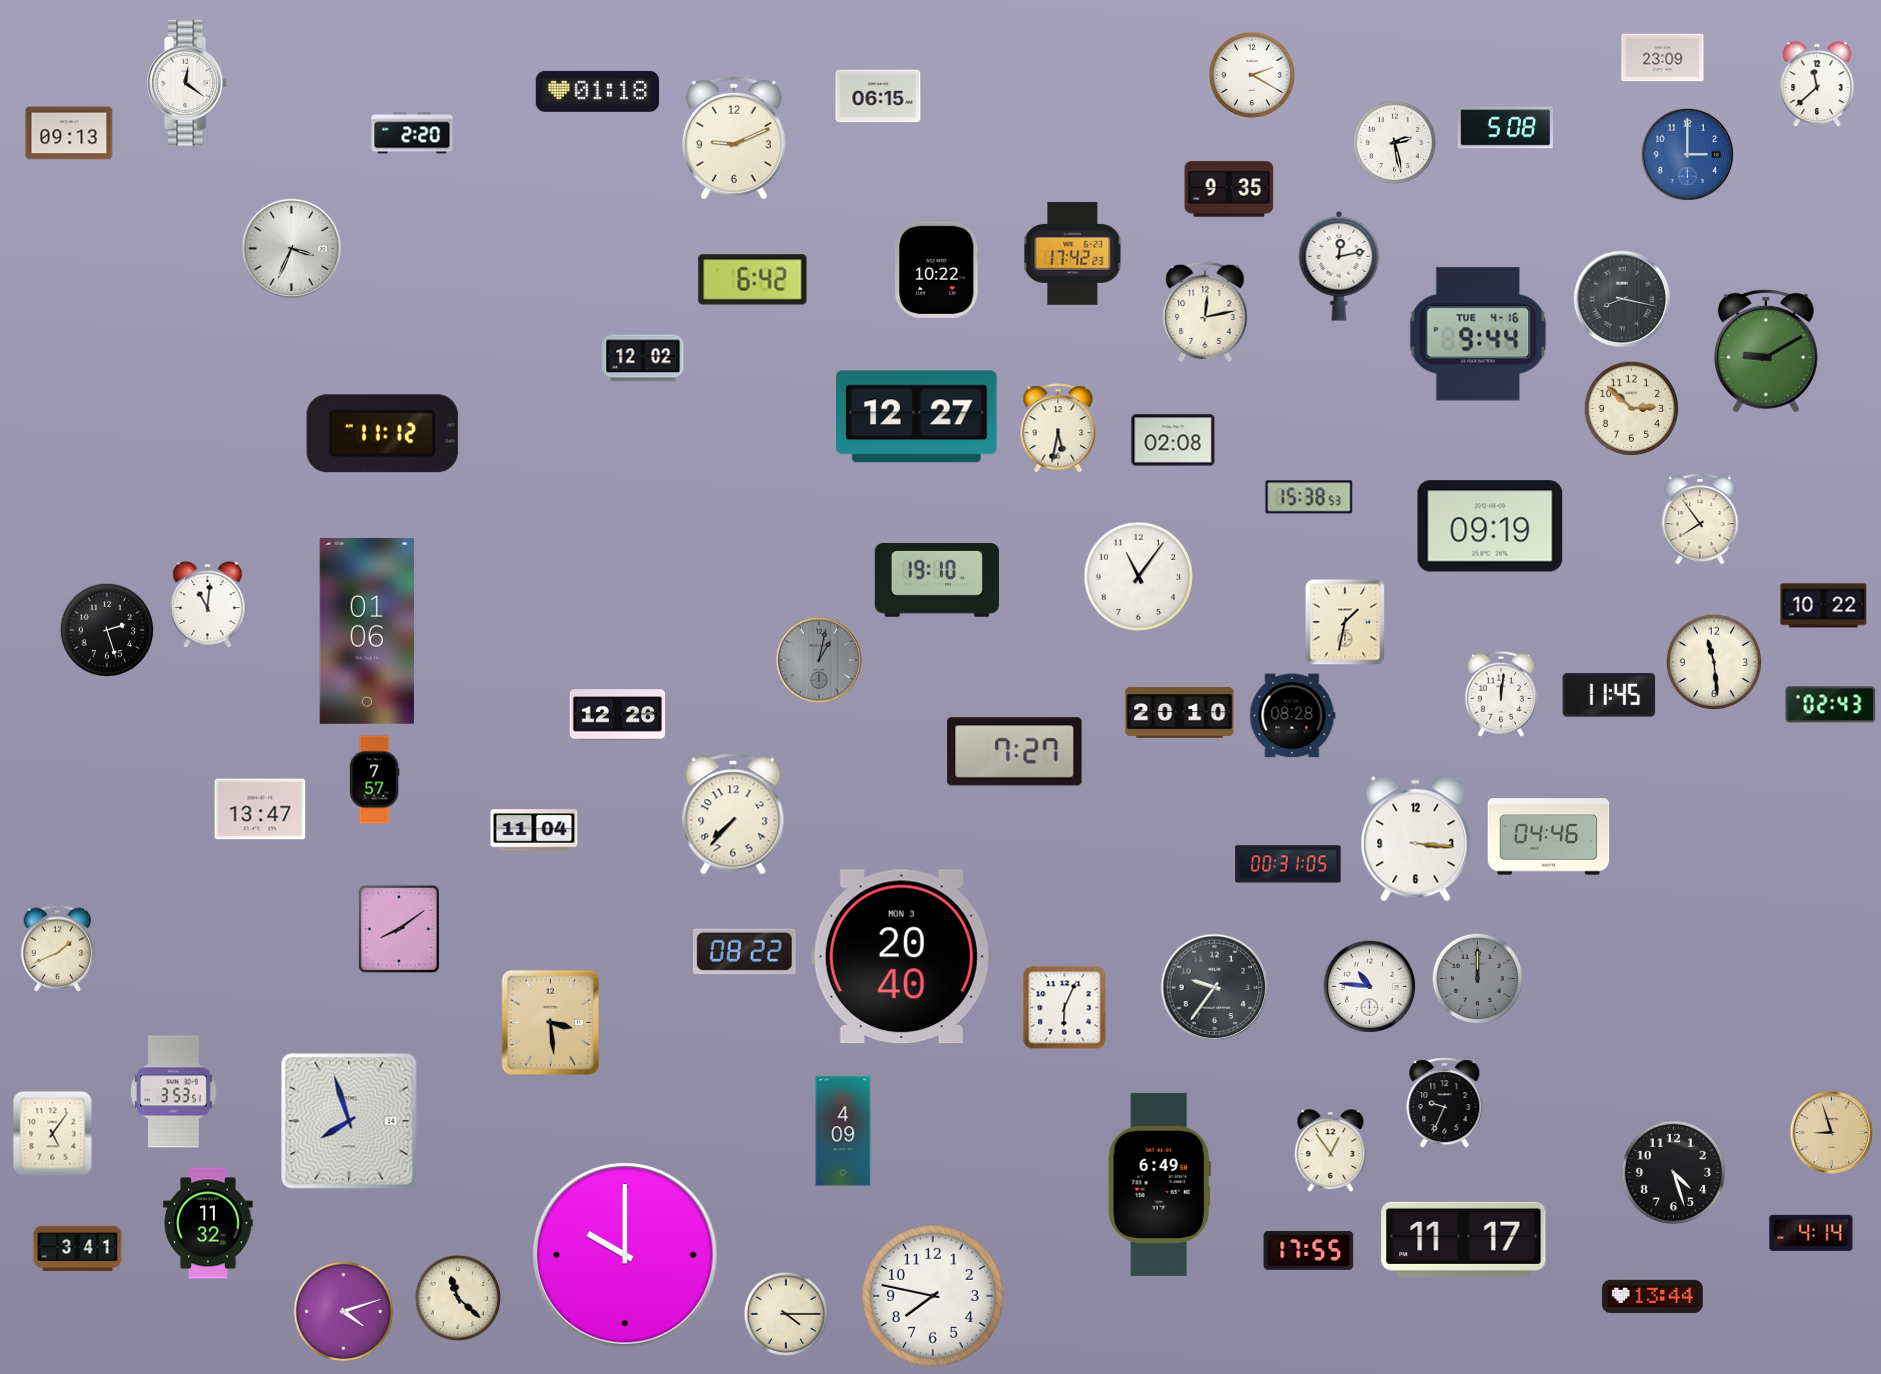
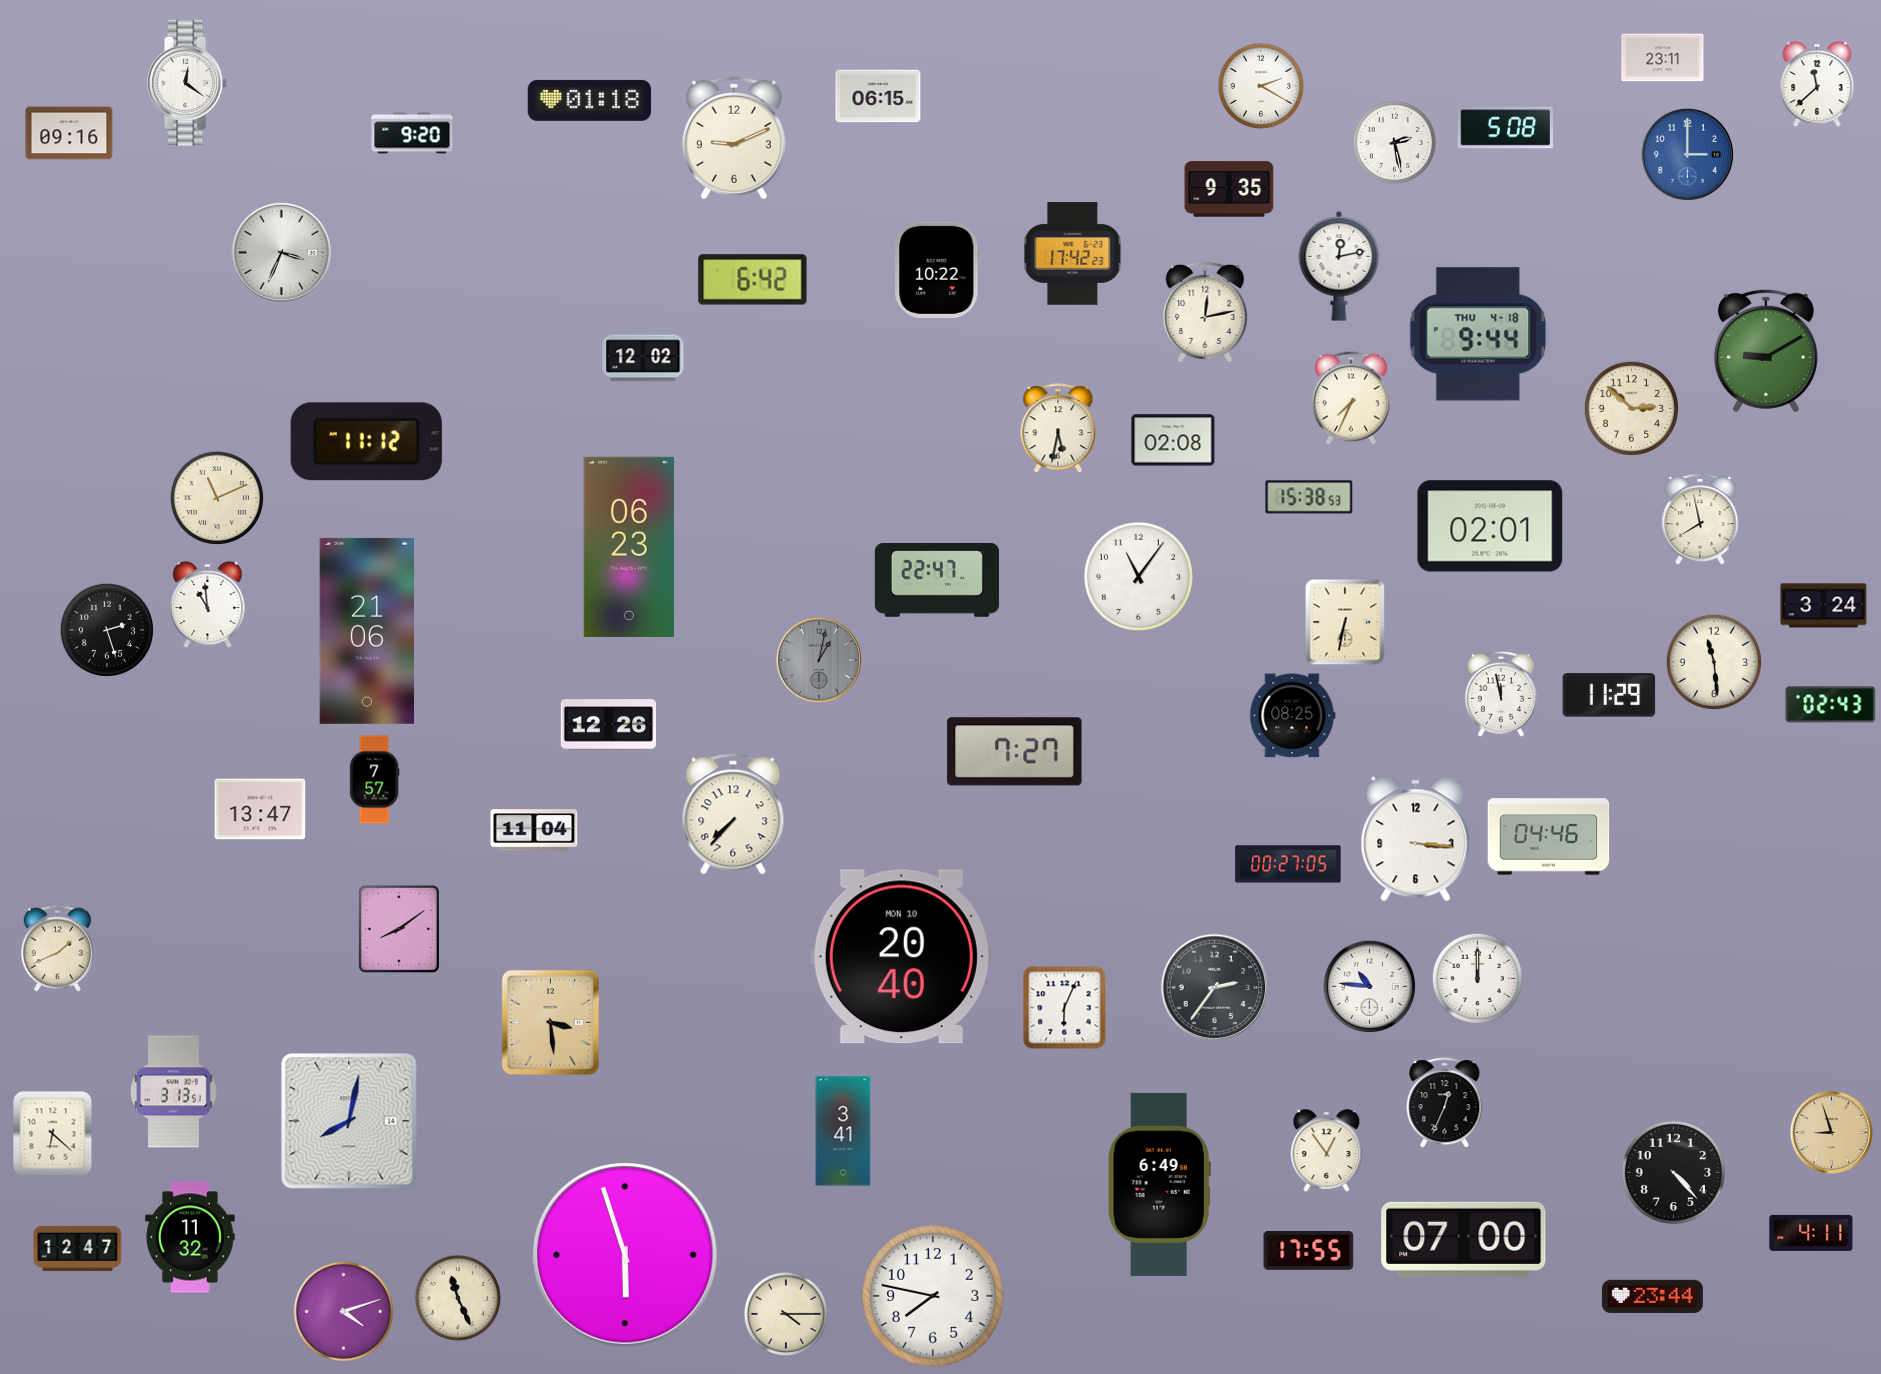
clock at (1663, 58): 23:09 -> 23:11
clock at (1252, 75) position: (1252, 75) -> (1261, 86)
clock at (597, 91) position: (597, 91) -> (589, 100)
clock at (69, 133): 09:13 -> 09:16
clock at (412, 133): 2:20 -> 9:20
clock at (292, 249) position: (292, 249) -> (282, 253)
clock at (1622, 299): 8:17 -> none
clock at (1478, 334) date: TUE 4-16 -> THU 4-18
clock at (1351, 398): none -> 7:34
clock at (917, 417): 12:27 -> none
clock at (382, 434) position: (382, 434) -> (366, 442)
clock at (216, 497): none -> 11:11
clock at (1700, 520): 7:54 -> 7:58
clock at (1490, 526): 09:19 -> 02:01
clock at (629, 547): none -> 06:23
clock at (937, 580): 19:10 -> 22:47
clock at (208, 605): 11:01 -> 10:59
clock at (1824, 606): 10:22 -> 3:24
clock at (1345, 622): 1:32 -> 6:32
clock at (366, 631): 01:06 -> 21:06
clock at (1501, 694): 12:01 -> 11:58
clock at (1609, 695): 11:45 -> 11:29
clock at (1180, 713): 20:10 -> none
clock at (618, 715) position: (618, 715) -> (609, 725)
clock at (1293, 716): 08:28 -> 08:25
clock at (1288, 864): 00:31 -> 00:27
clock at (745, 952): 08:22 -> none
clock at (901, 957) date: MON 3 -> MON 10
clock at (1477, 978) dial: grey -> white
clock at (1215, 988): 9:36 -> 2:36
clock at (174, 1092): 3:53 -> 3:13
clock at (1445, 1103): 9:34 -> 12:34
clock at (349, 1121): 7:57 -> 8:02
clock at (843, 1131): 4:09 -> 3:41
clock at (53, 1134): 5:06 -> 6:22
clock at (1331, 1151) position: (1331, 1151) -> (1327, 1151)
clock at (1673, 1172): 4:27 -> 4:23
clock at (208, 1223) position: (208, 1223) -> (190, 1237)
clock at (1811, 1233): 4:14 -> 4:11
clock at (1464, 1239): 11:17 -> 07:00
clock at (78, 1248): 3:41 -> 12:47
clock at (625, 1255): 10:00 -> 5:57
clock at (1652, 1296): 13:44 -> 23:44
clock at (458, 1298): 11:22 -> 11:26
